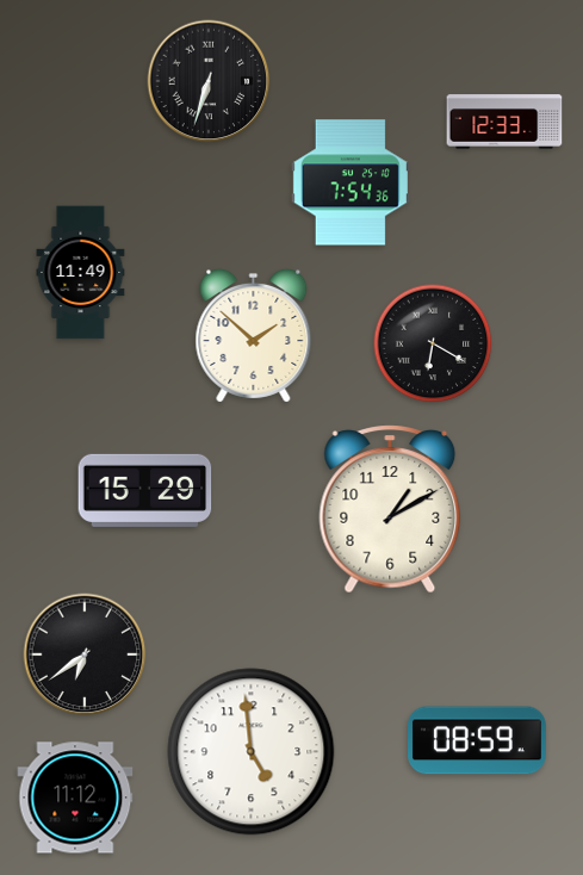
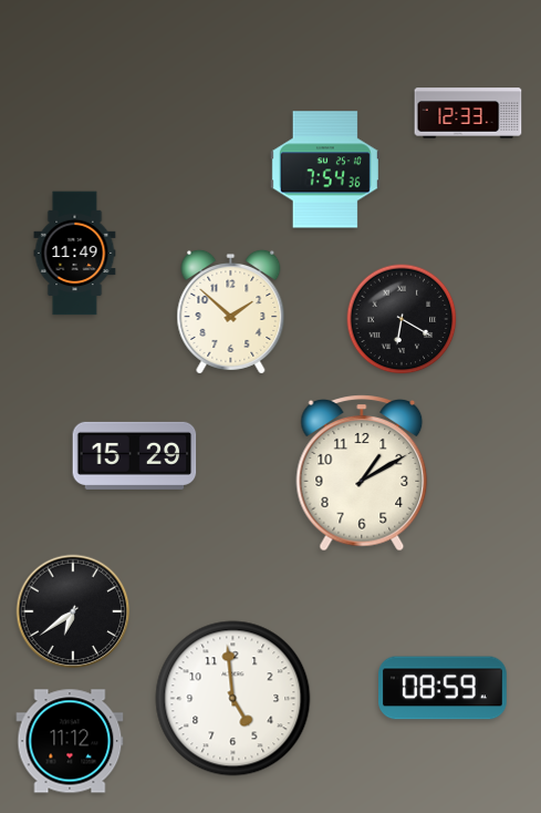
clock at (209, 81): 6:33 -> none
clock at (254, 335) position: (254, 335) -> (231, 311)
clock at (85, 654) position: (85, 654) -> (73, 611)
